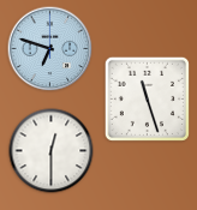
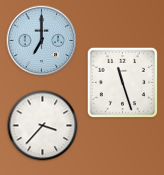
clock at (50, 49): 6:48 -> 7:00
clock at (52, 151): 12:30 -> 3:37
